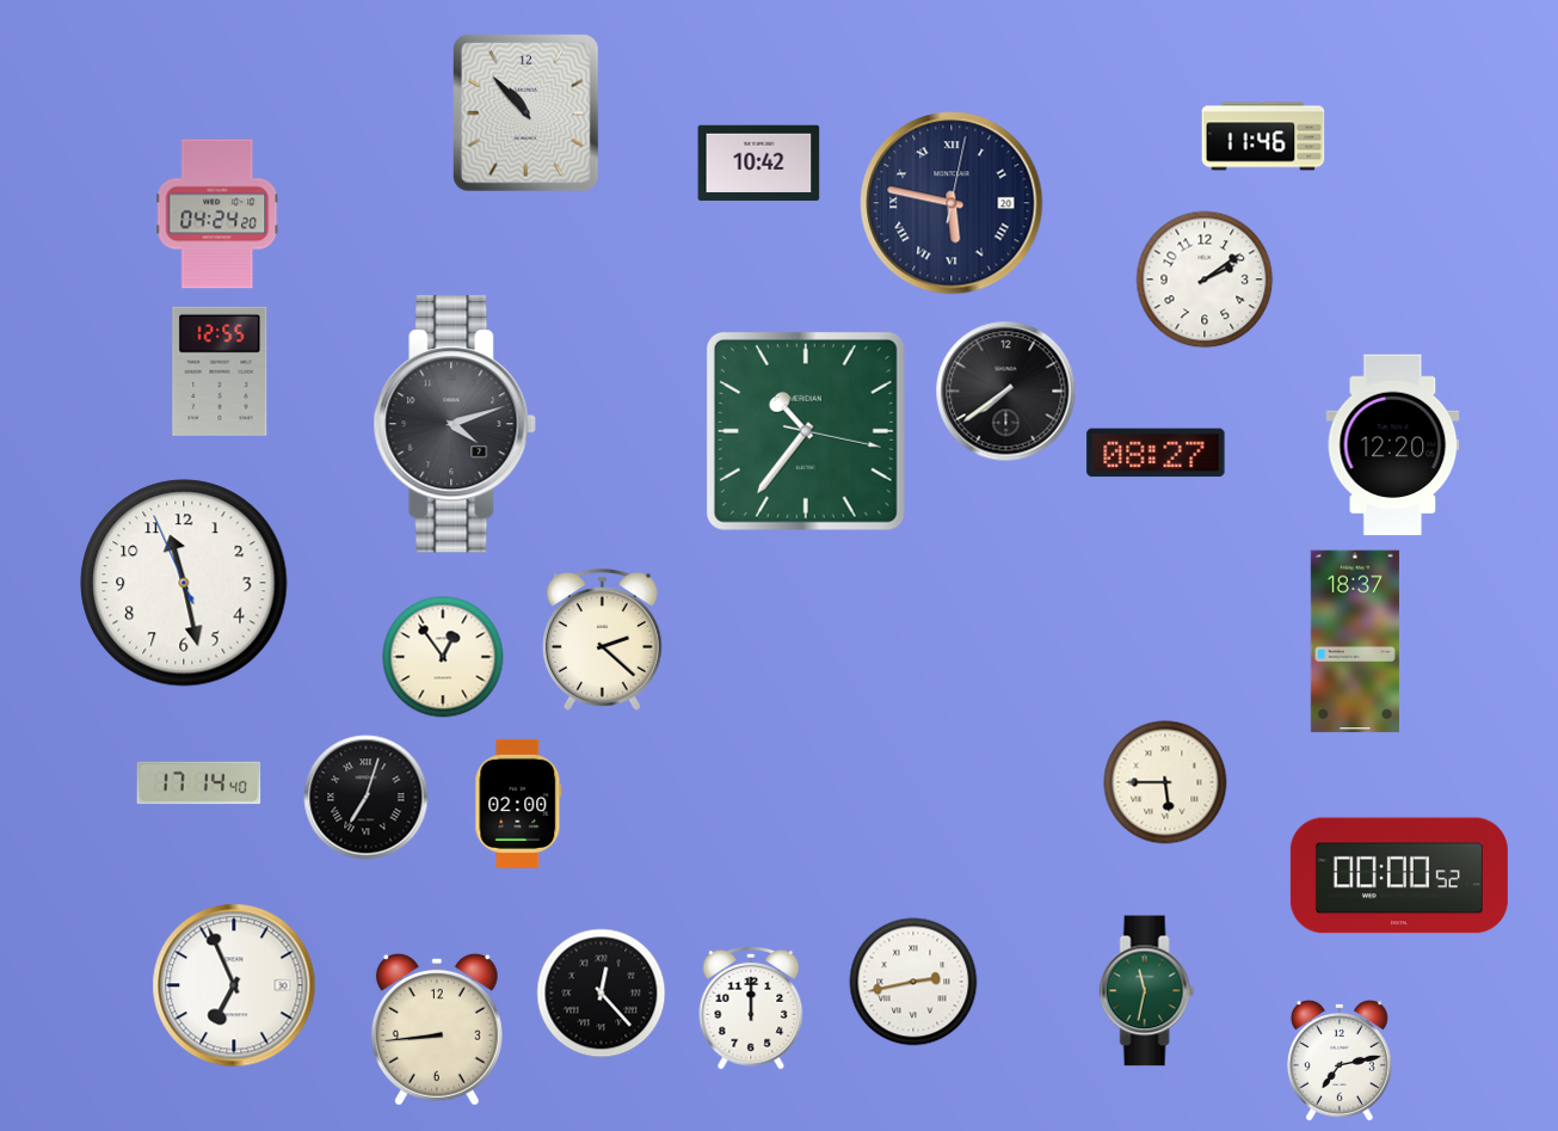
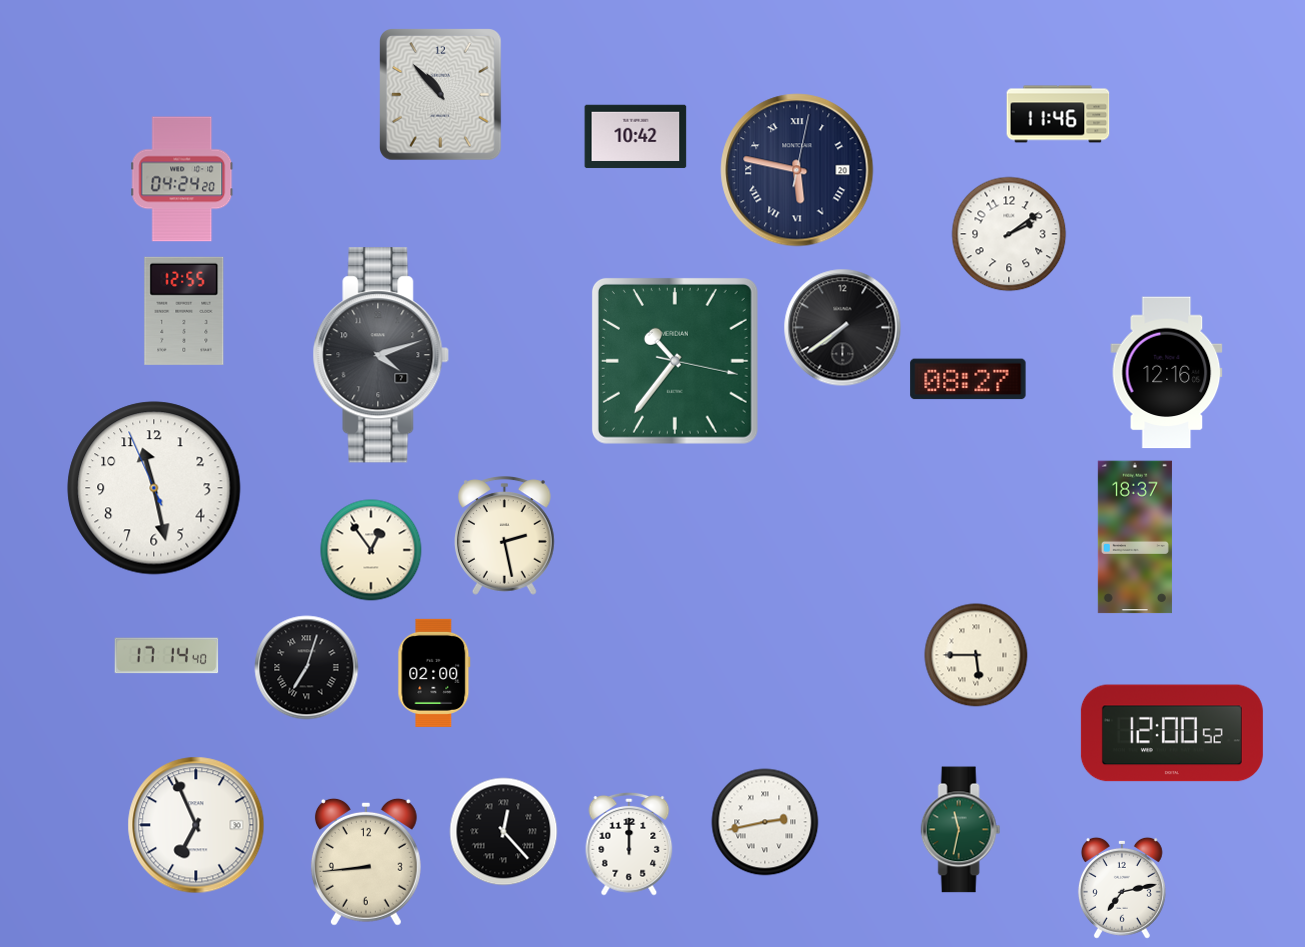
clock at (1393, 445): 12:20 -> 12:16
clock at (603, 640): 2:22 -> 2:28
clock at (1399, 875): 00:00 -> 12:00
